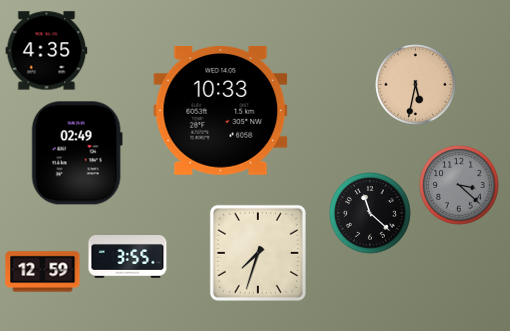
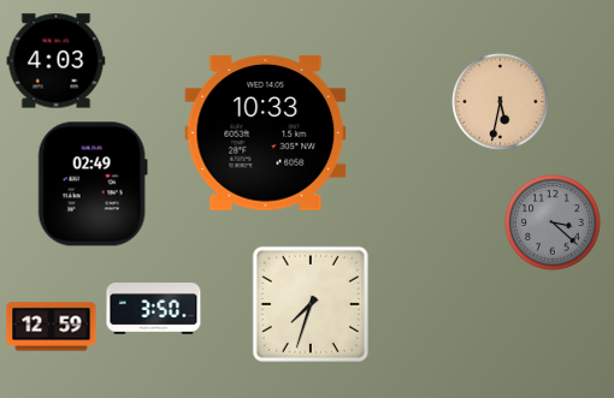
clock at (47, 51): 4:35 -> 4:03
clock at (370, 213): 11:22 -> none
clock at (128, 257): 3:55 -> 3:50
